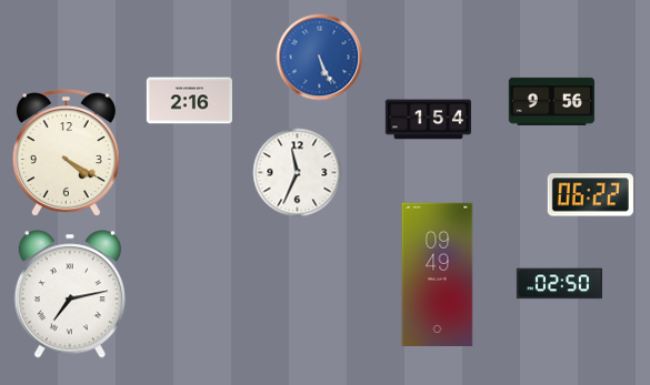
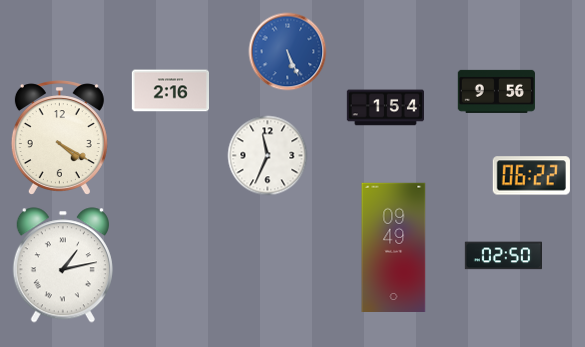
clock at (70, 294): 7:13 -> 1:13
